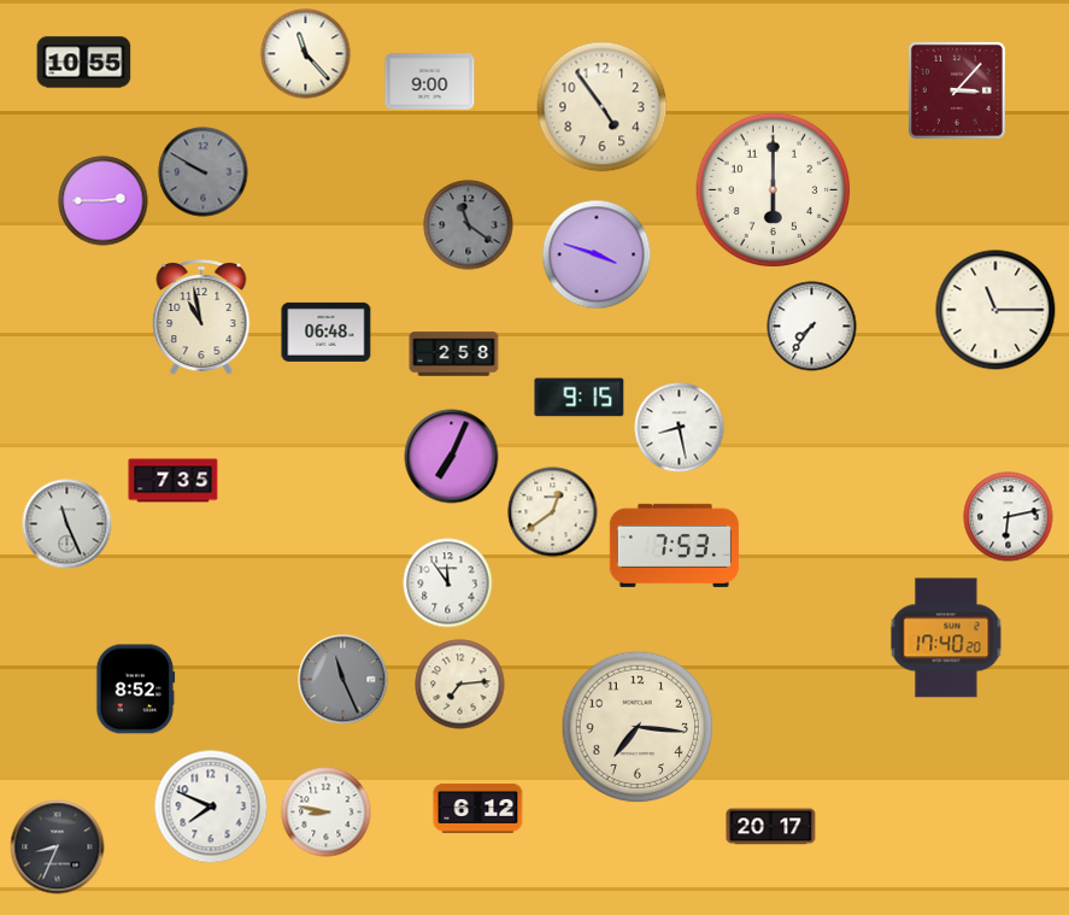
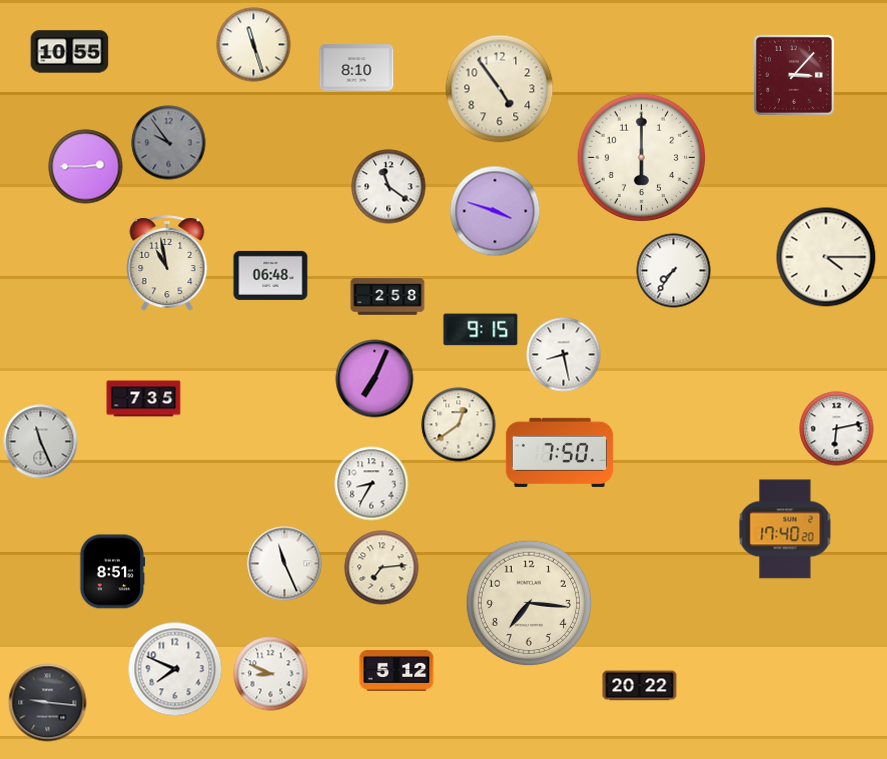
clock at (306, 54): 11:23 -> 11:27
clock at (430, 82): 9:00 -> 8:10
clock at (204, 172): 9:50 -> 9:54
clock at (469, 225) dial: grey -> white
clock at (995, 310): 11:15 -> 4:15
clock at (454, 354) position: (454, 354) -> (388, 297)
clock at (67, 524) position: (67, 524) -> (41, 442)
clock at (674, 545): 7:53 -> 7:50
clock at (448, 583): 11:54 -> 8:35
clock at (343, 680) dial: grey -> white
clock at (136, 690): 8:52 -> 8:51
clock at (478, 808): 6:12 -> 5:12
clock at (327, 813): 8:47 -> 8:49
clock at (771, 827): 20:17 -> 20:22
clock at (58, 847): 8:34 -> 9:16
